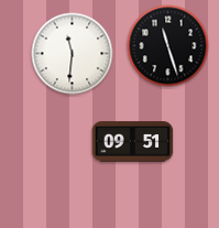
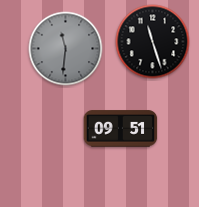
clock at (73, 54) dial: white -> grey
